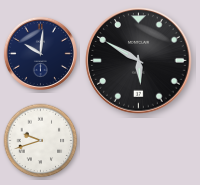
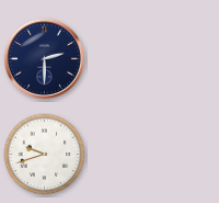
clock at (40, 53): 10:01 -> 2:30
clock at (139, 61): 5:50 -> none
